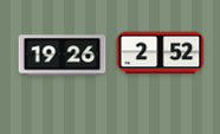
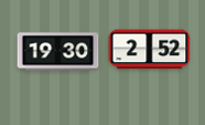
clock at (63, 56): 19:26 -> 19:30
